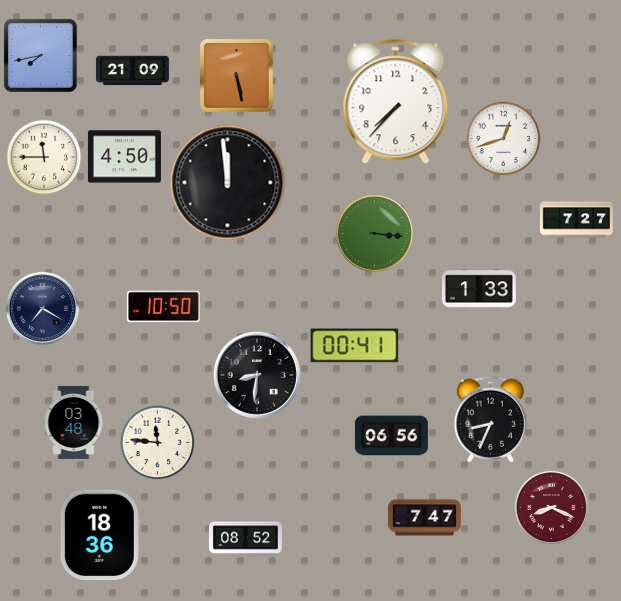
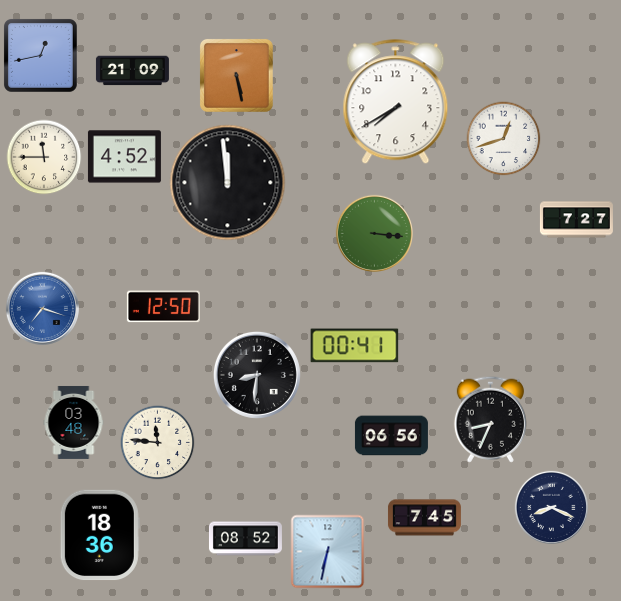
clock at (40, 55): 7:43 -> 12:43
clock at (396, 102): 7:37 -> 7:40
clock at (124, 157): 4:50 -> 4:52
clock at (479, 289): 1:33 -> none
clock at (163, 307): 10:50 -> 12:50
clock at (42, 308): 7:20 -> 7:18
clock at (42, 308) dial: navy -> blue
clock at (551, 507) dial: burgundy -> navy
clock at (424, 518): 7:47 -> 7:45
clock at (328, 552): none -> 6:32
